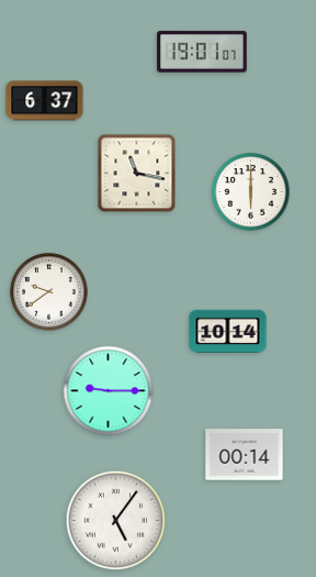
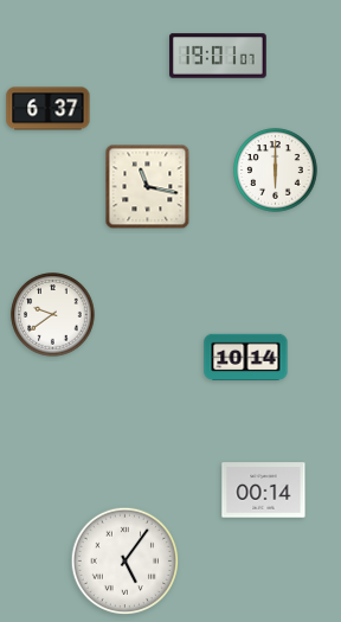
clock at (251, 192) position: (251, 192) -> (276, 171)
clock at (109, 391): 9:15 -> none
